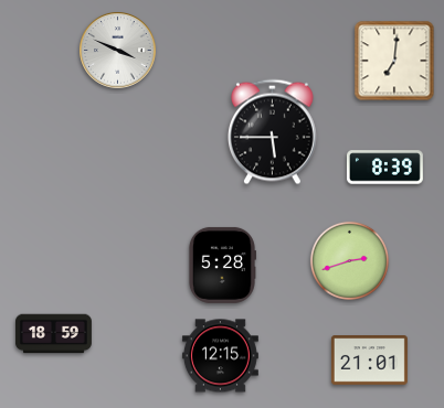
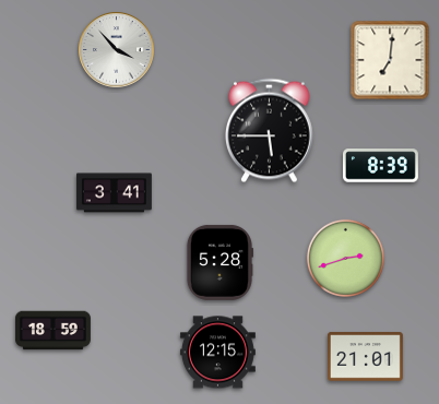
clock at (118, 51): 3:49 -> 3:53
clock at (114, 193): none -> 3:41
